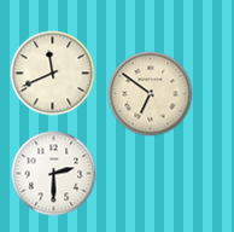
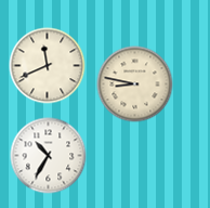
clock at (151, 94): 6:51 -> 8:47
clock at (54, 174): 2:30 -> 10:35
